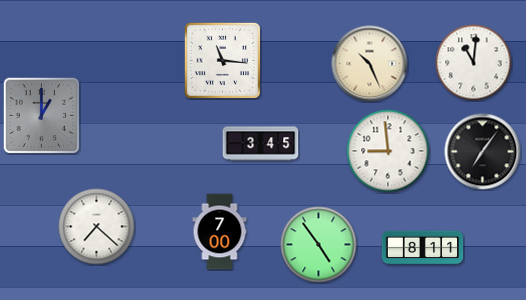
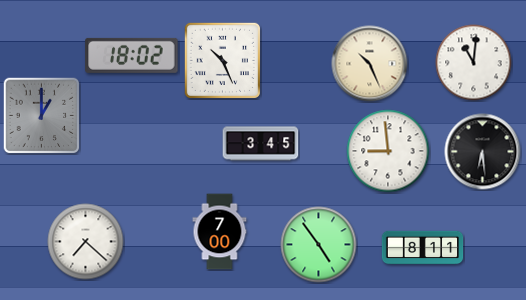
clock at (132, 55): none -> 18:02
clock at (222, 60): 11:16 -> 10:26
clock at (483, 152): 7:06 -> 6:29
clock at (97, 227) position: (97, 227) -> (86, 242)
